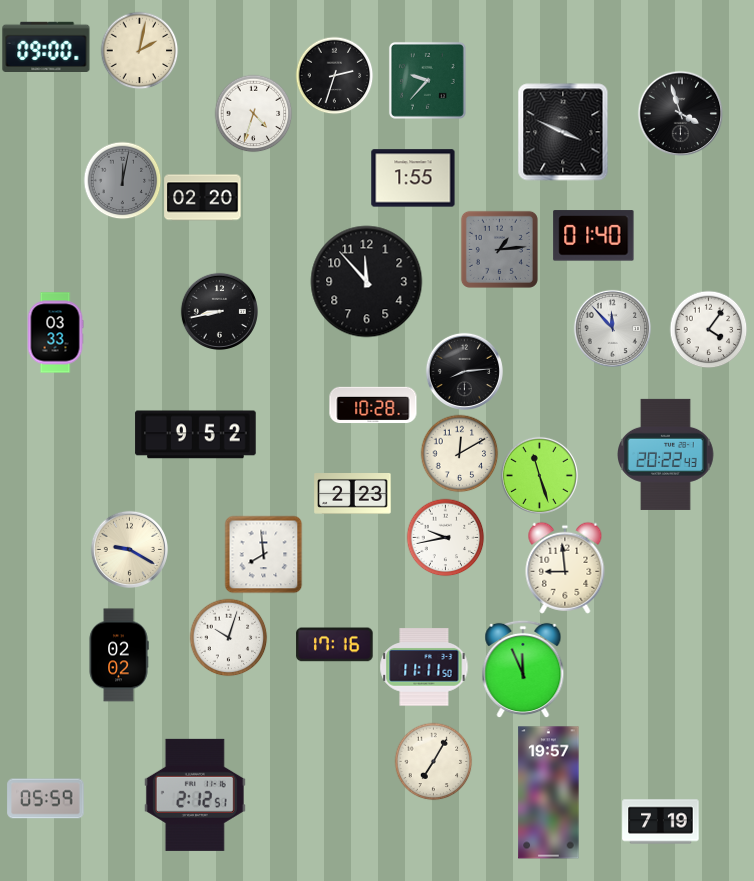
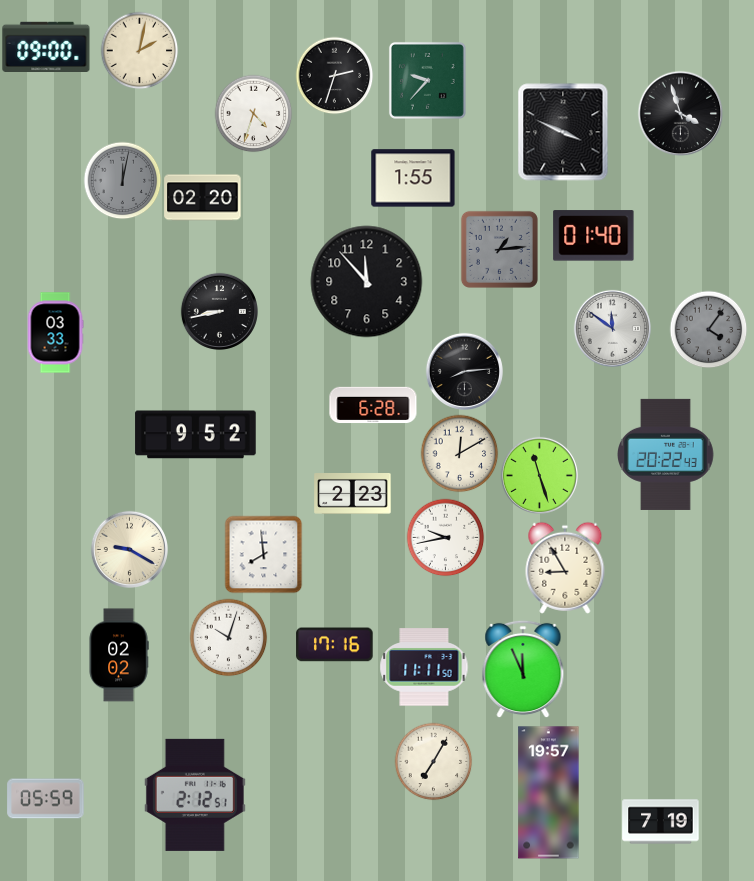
clock at (612, 328): 11:53 -> 11:51
clock at (708, 329) dial: white -> grey
clock at (373, 405): 10:28 -> 6:28
clock at (565, 568): 8:59 -> 8:55
